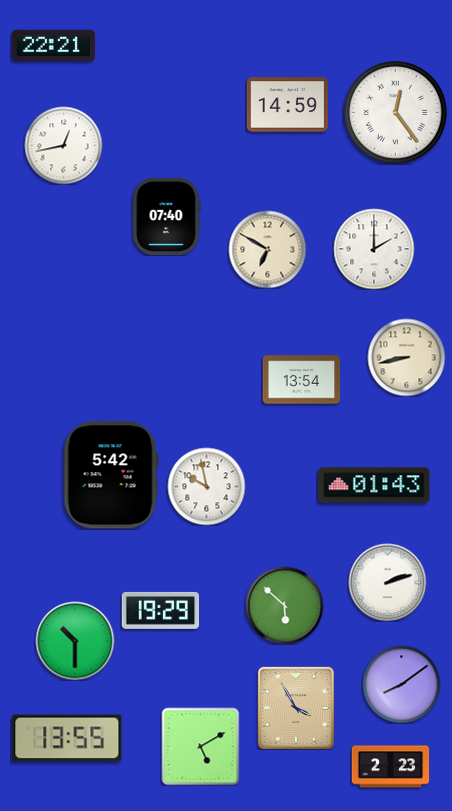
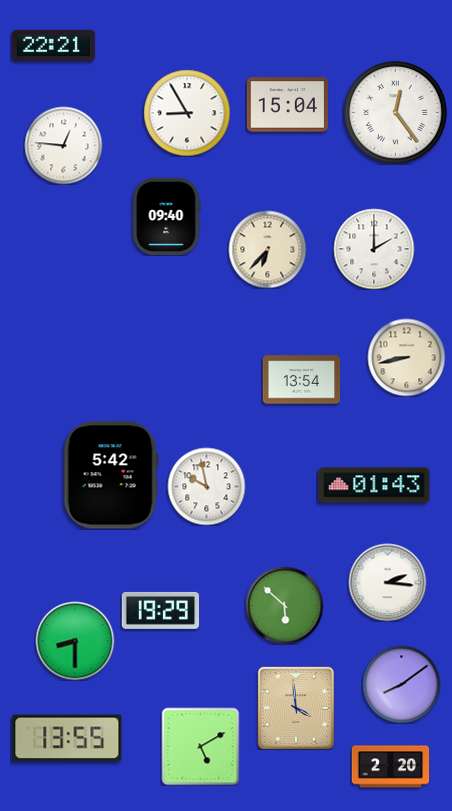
clock at (287, 105): 14:59 -> 15:04
clock at (187, 113): none -> 8:55
clock at (63, 145): 12:43 -> 12:46
clock at (166, 216): 07:40 -> 09:40
clock at (267, 249): 6:50 -> 6:37
clock at (387, 582): 2:12 -> 2:16
clock at (75, 641): 10:30 -> 8:30
clock at (296, 708): 3:55 -> 3:59
clock at (390, 767): 2:23 -> 2:20
